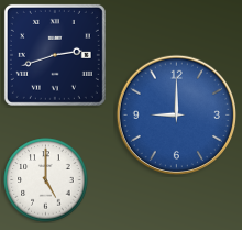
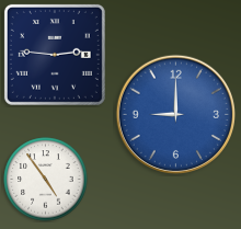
clock at (55, 55): 2:42 -> 2:46
clock at (46, 180): 5:00 -> 4:54
